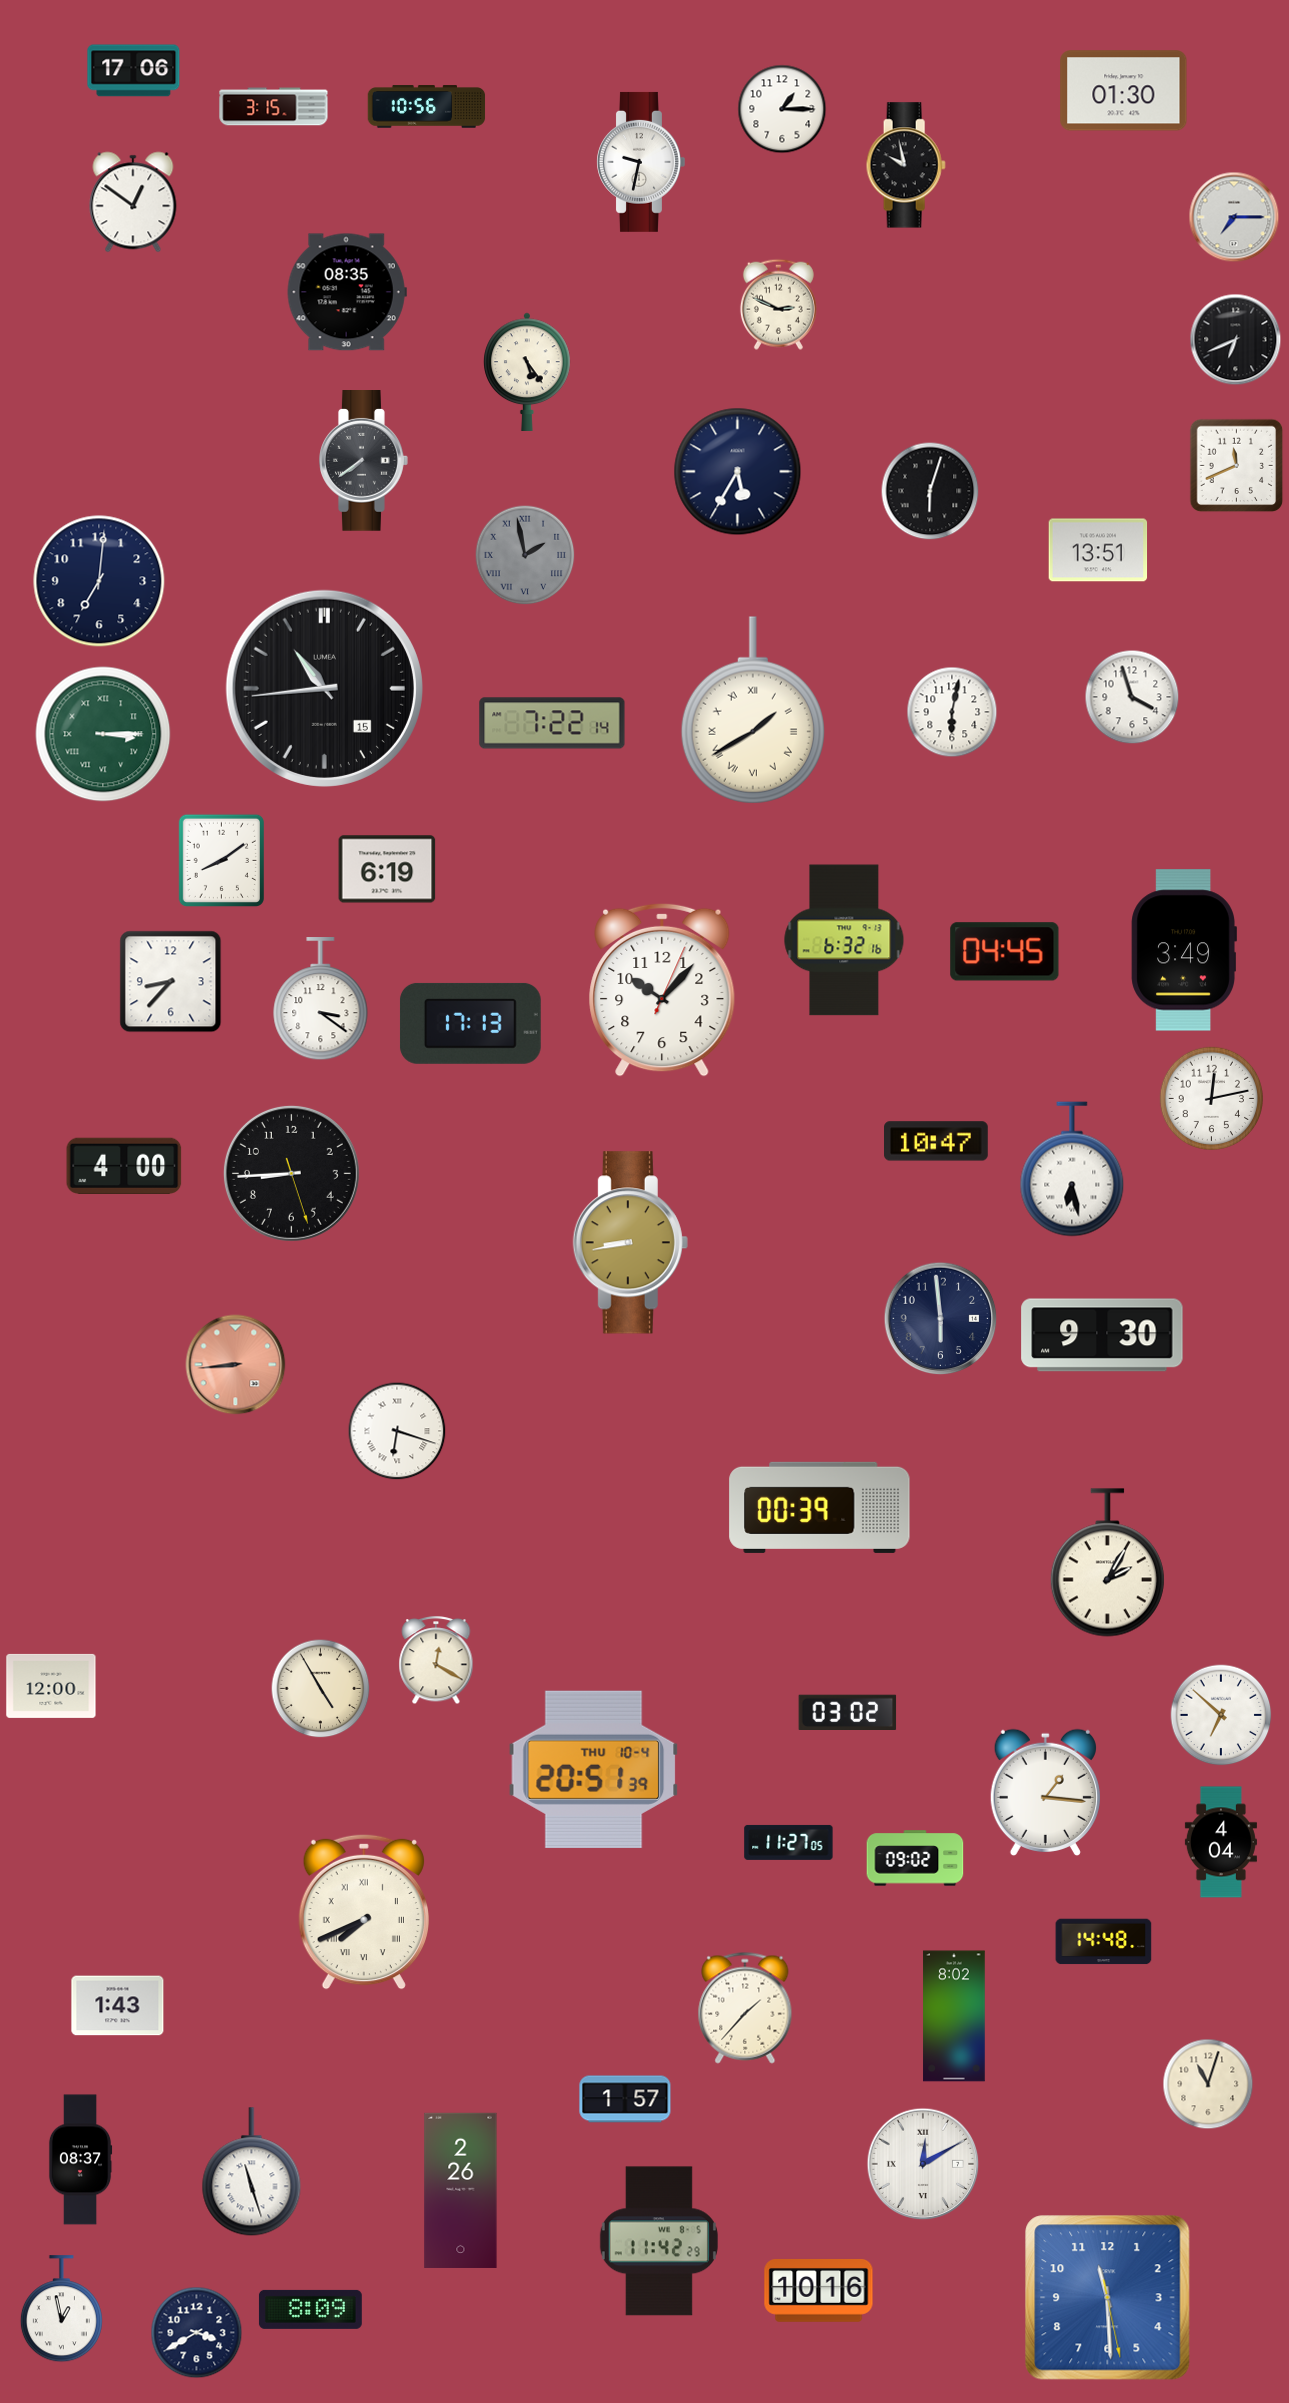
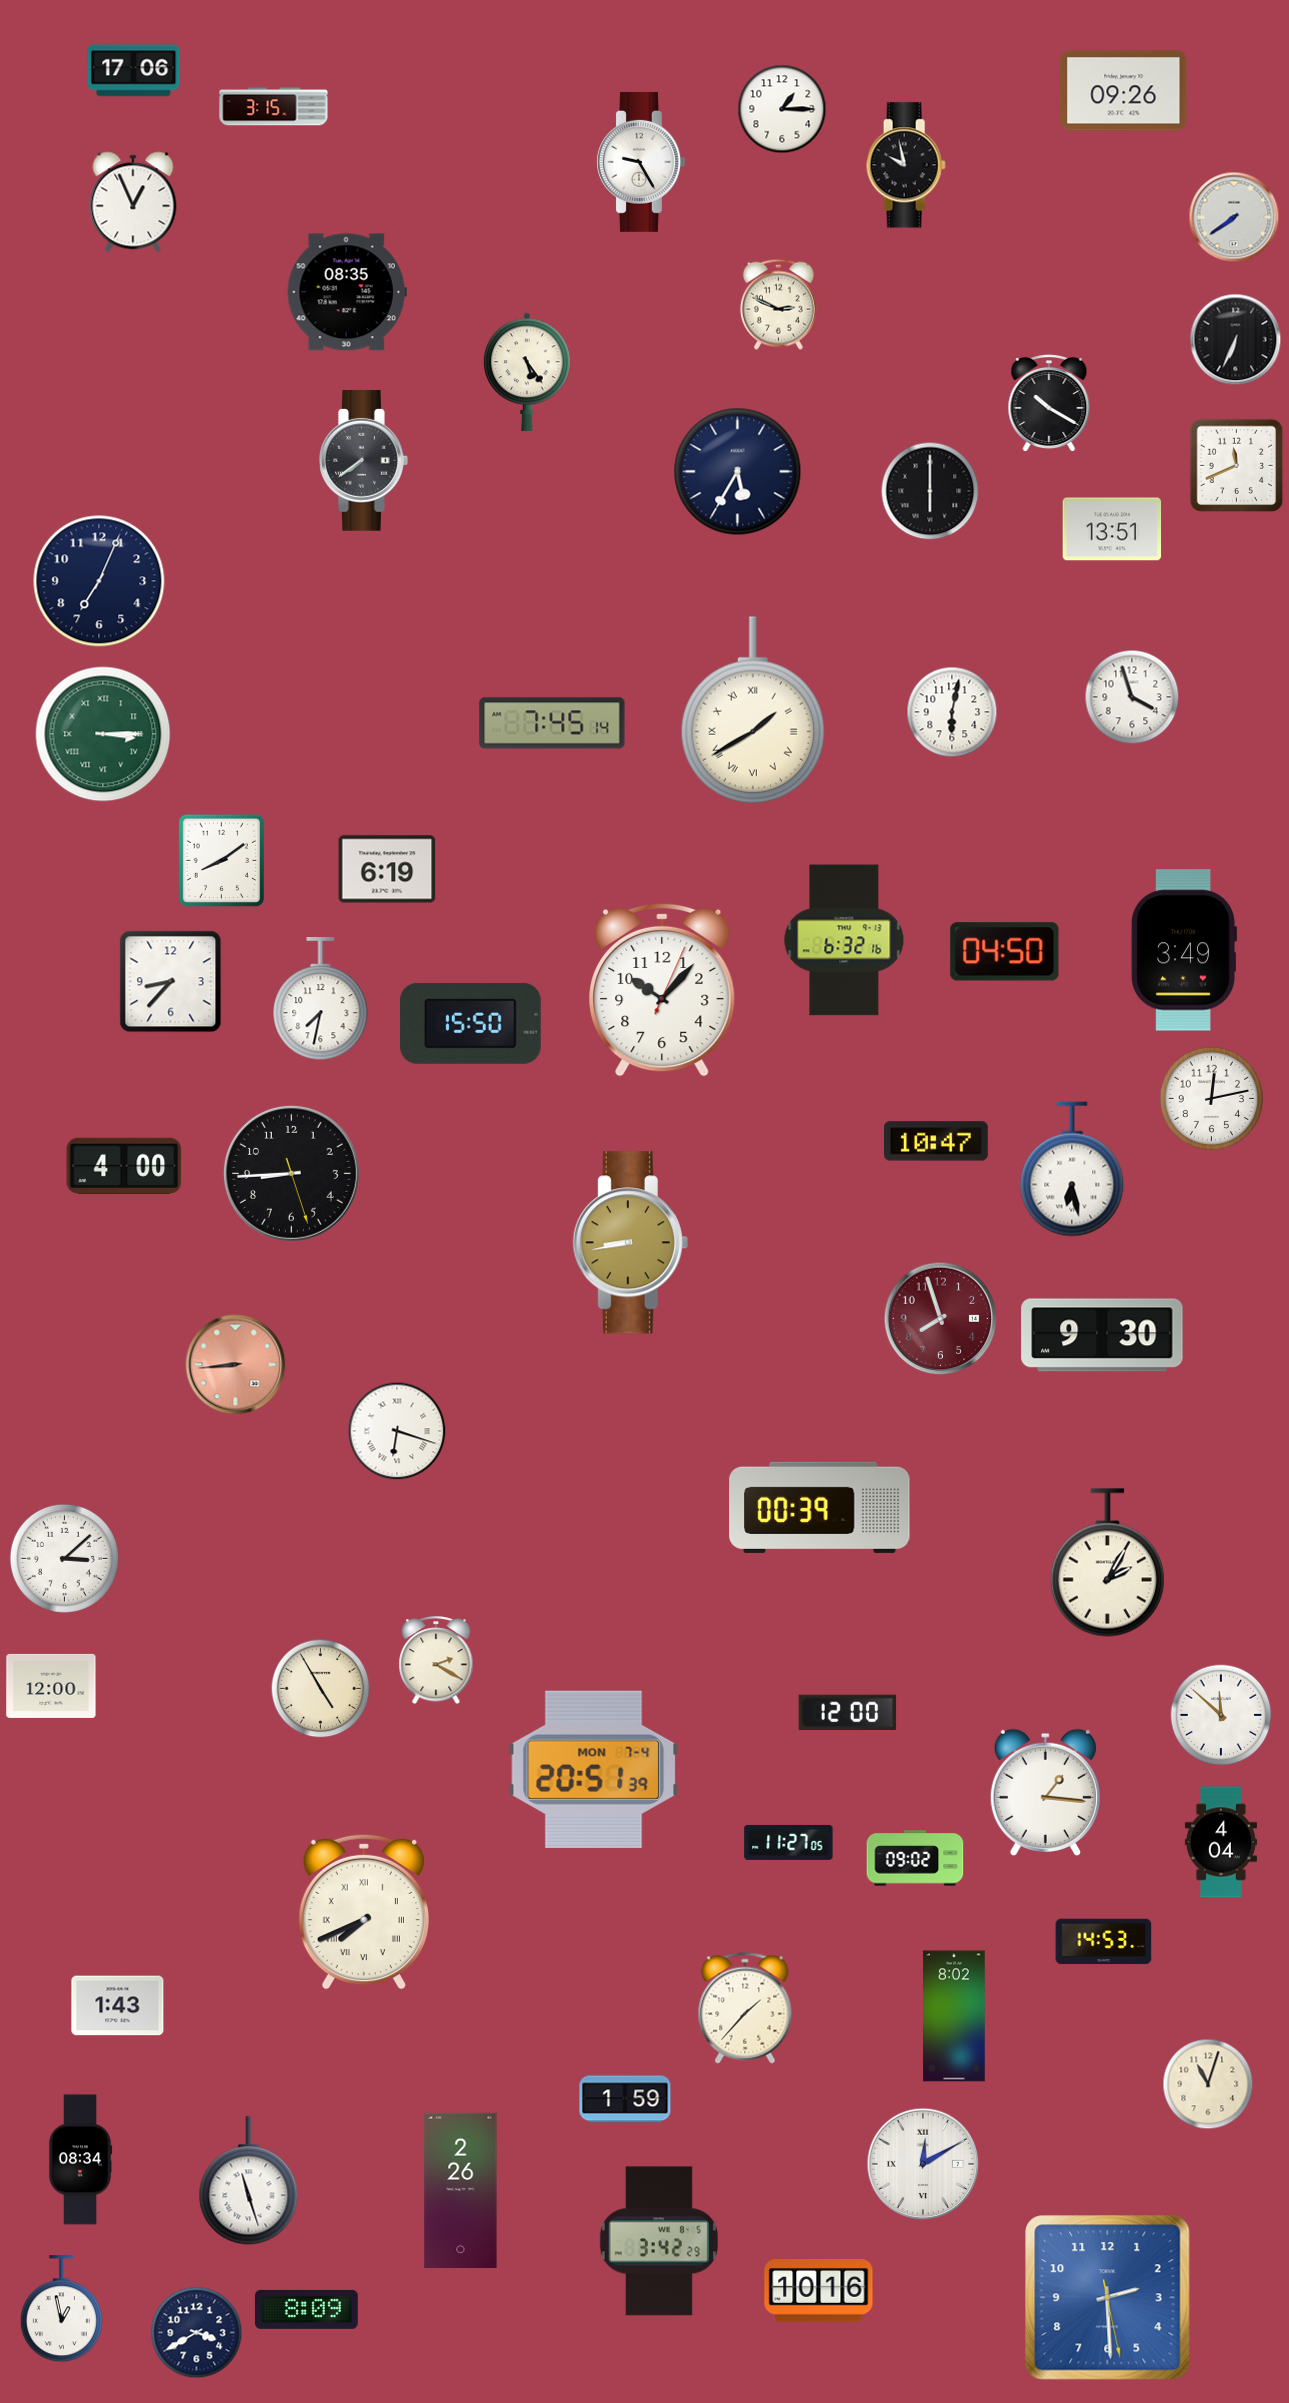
clock at (1124, 91): 01:30 -> 09:26
clock at (427, 107): 10:56 -> none
clock at (641, 162): 9:32 -> 9:25
clock at (133, 202): 12:51 -> 12:56
clock at (1234, 217): 7:15 -> 7:39
clock at (1236, 340): 6:41 -> 6:34
clock at (1049, 404): none -> 10:20
clock at (930, 491): 6:03 -> 6:00
clock at (1098, 550) position: (1098, 550) -> (1112, 529)
clock at (525, 555): 1:58 -> none
clock at (99, 581): 7:01 -> 7:04
clock at (324, 688): 10:44 -> none
clock at (552, 723): 7:22 -> 7:45
clock at (1005, 952): 04:45 -> 04:50
clock at (321, 999): 3:21 -> 7:32
clock at (470, 1023): 17:13 -> 15:50
clock at (941, 1319): 5:59 -> 7:57
clock at (941, 1319) dial: navy -> burgundy
clock at (64, 1558): none -> 3:08
clock at (436, 1661): 12:20 -> 2:20
clock at (848, 1712): 03:02 -> 12:00
clock at (1221, 1715): 6:52 -> 11:52
clock at (594, 1769) date: THU 10-4 -> MON 7-4
clock at (1104, 1942): 14:48 -> 14:53
clock at (625, 2099): 1:57 -> 1:59
clock at (80, 2160): 08:37 -> 08:34
clock at (252, 2172) position: (252, 2172) -> (249, 2181)
clock at (659, 2241): 11:42 -> 3:42
clock at (1108, 2298): 11:29 -> 2:29
clock at (310, 2309) position: (310, 2309) -> (306, 2309)
